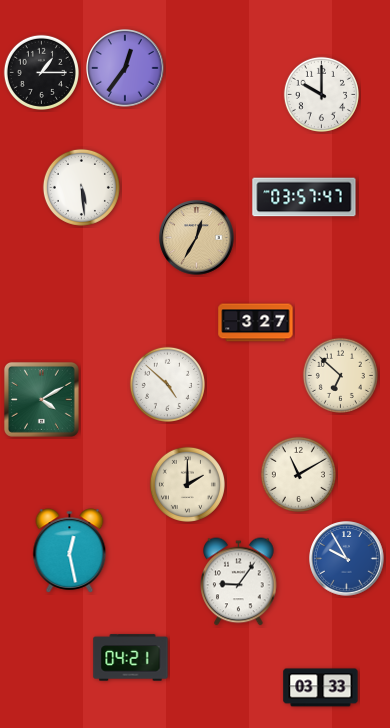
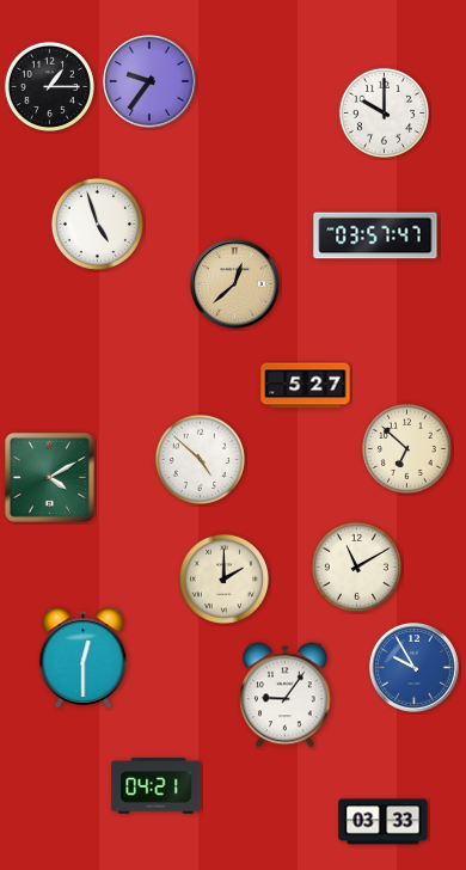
clock at (125, 68): 12:36 -> 9:36
clock at (81, 187): 5:29 -> 4:57
clock at (304, 197) position: (304, 197) -> (375, 235)
clock at (197, 238): 12:35 -> 12:38
clock at (256, 323): 3:27 -> 5:27
clock at (70, 551): 12:28 -> 12:30
